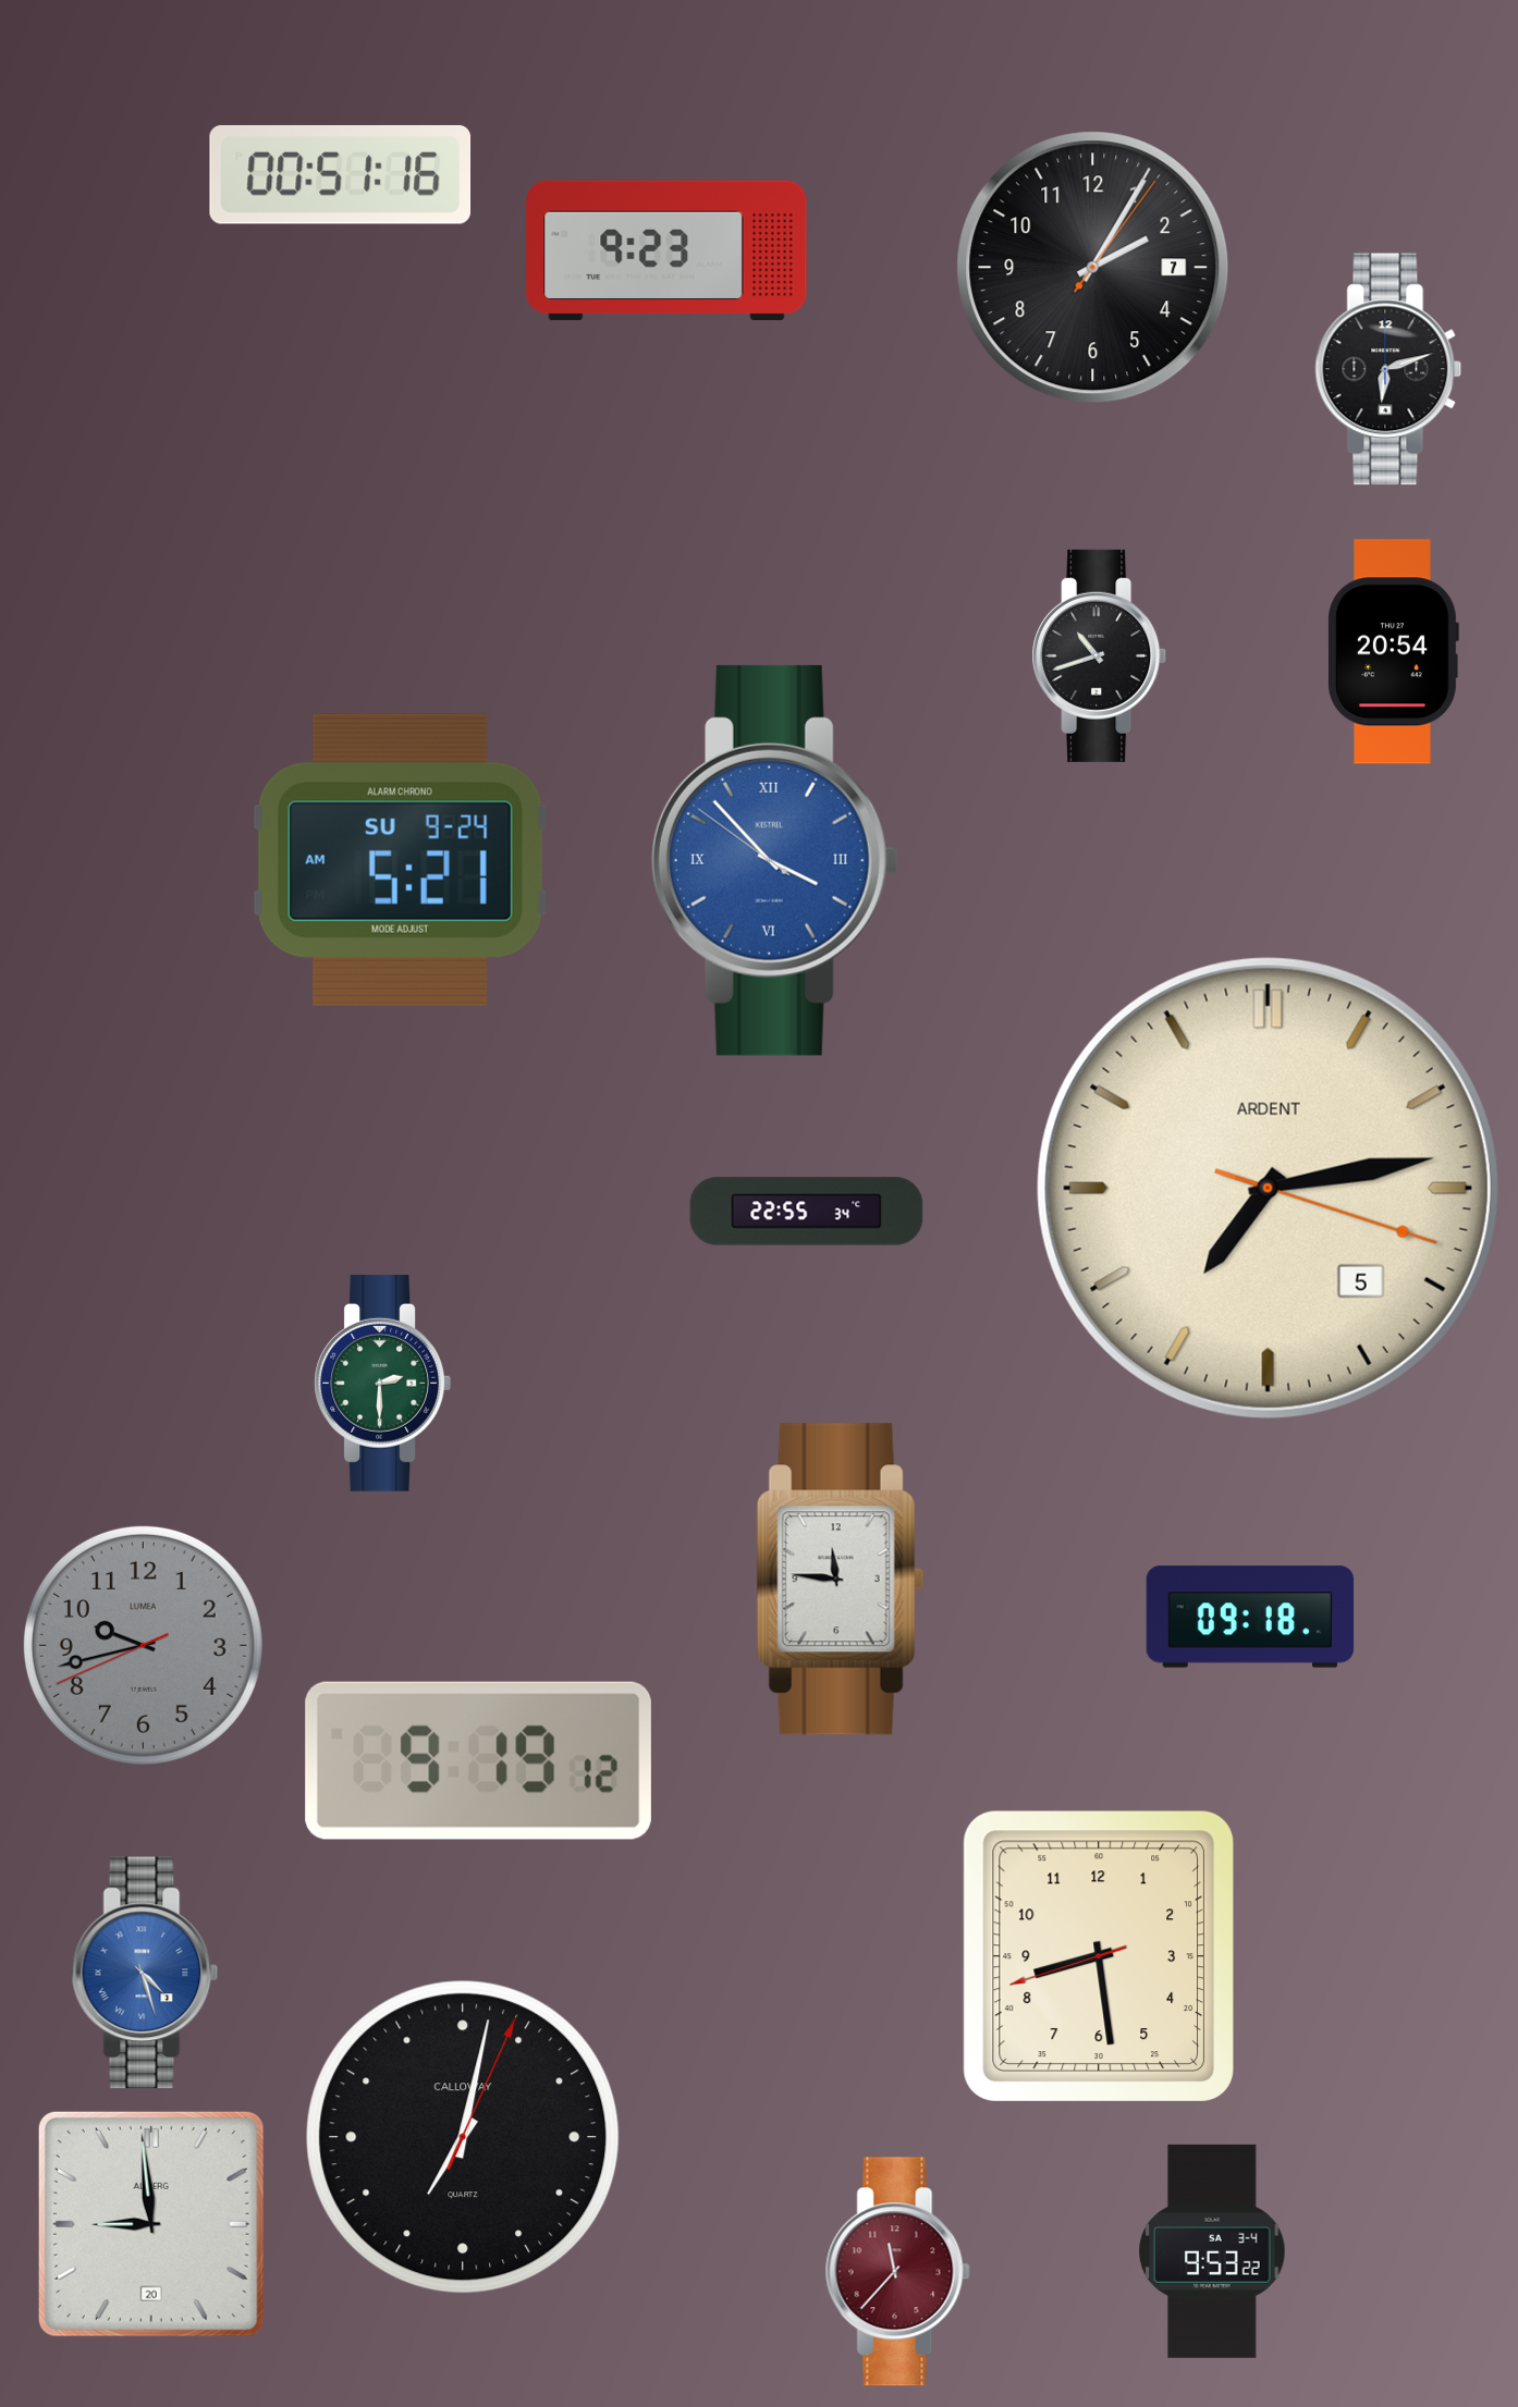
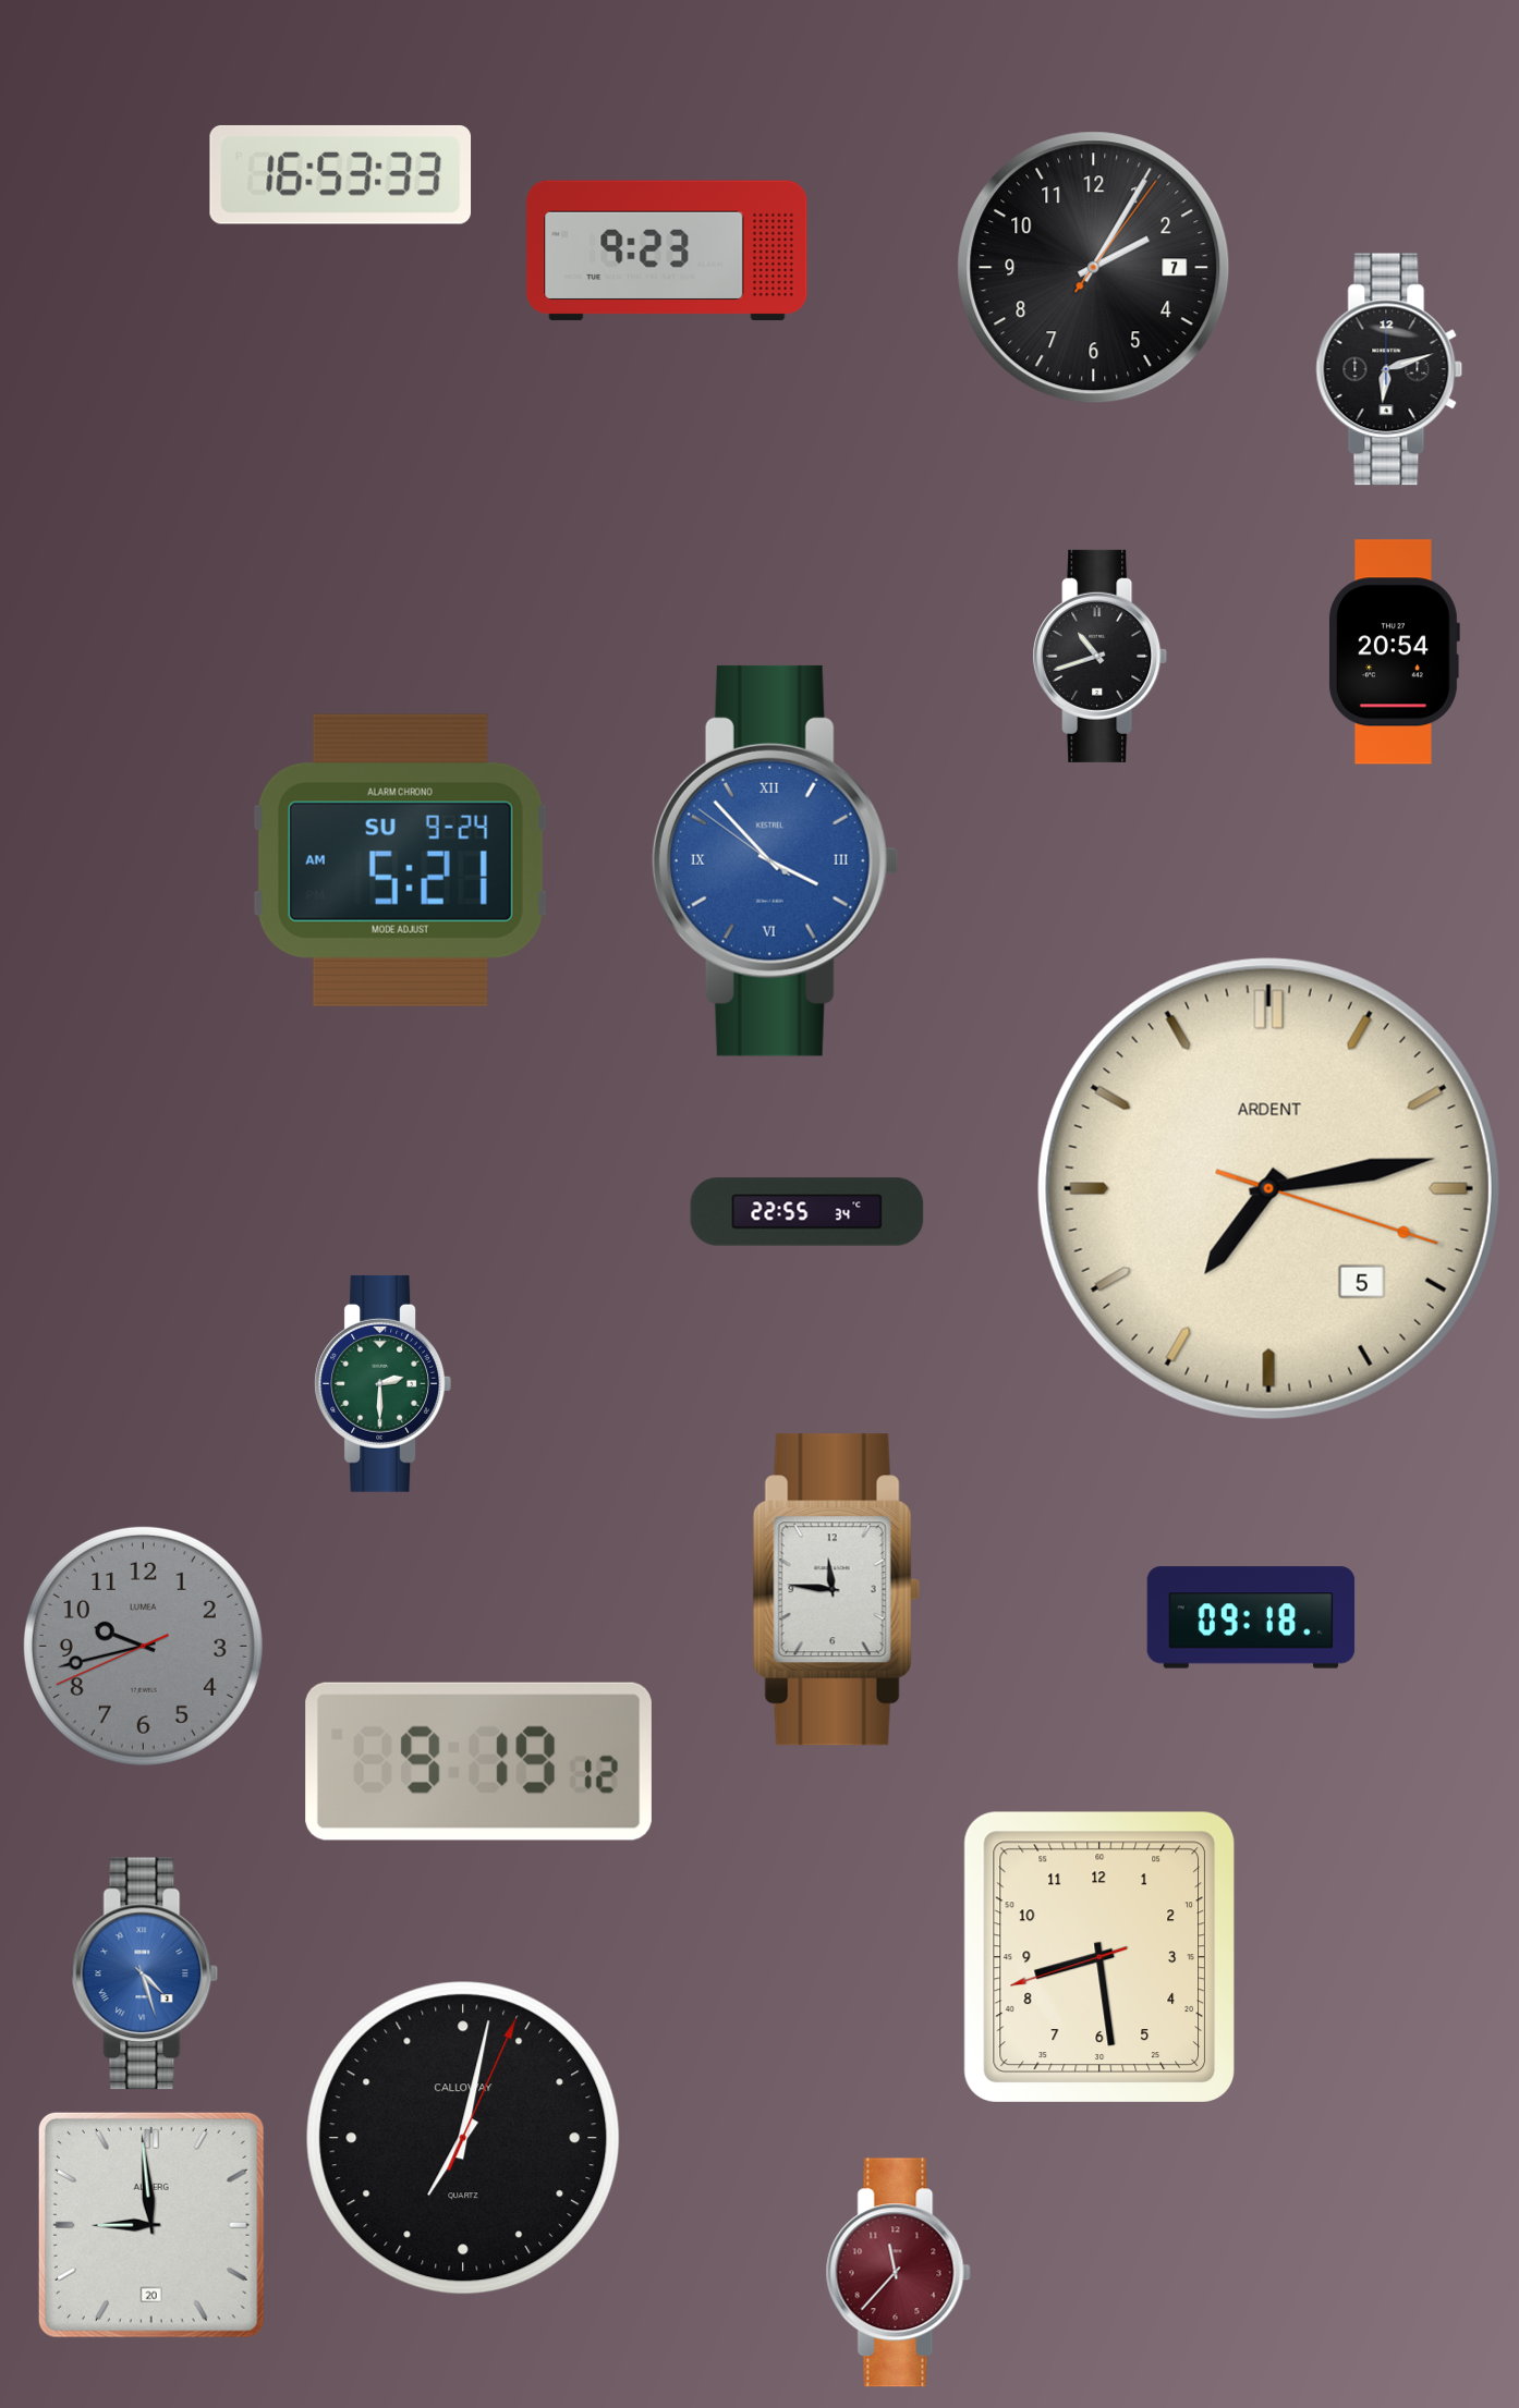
clock at (341, 174): 00:51 -> 16:53
clock at (840, 1580) position: (840, 1580) -> (836, 1590)
clock at (1212, 2251): 9:53 -> none
